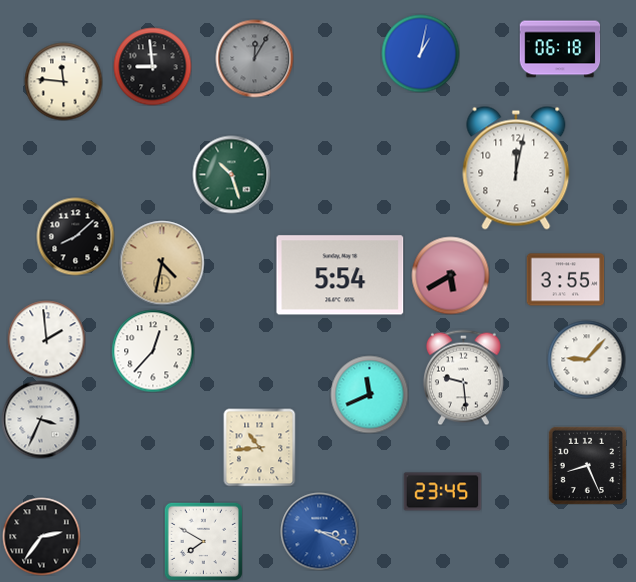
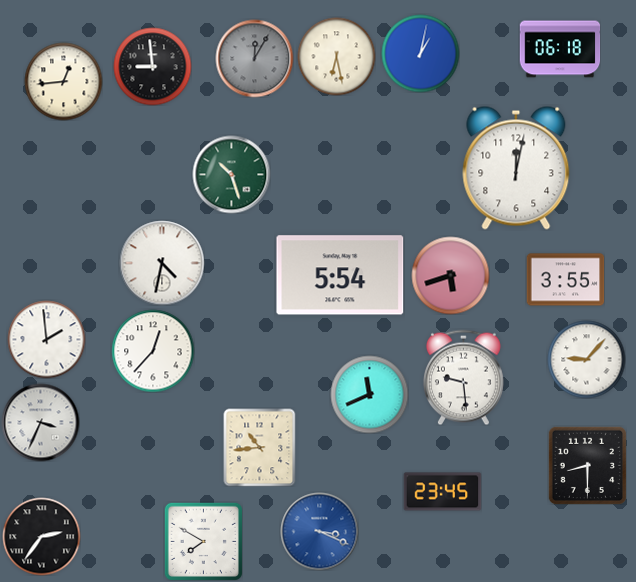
clock at (336, 56): none -> 6:28
clock at (63, 81): 11:46 -> 12:44
clock at (75, 236): 8:08 -> none
clock at (162, 263) dial: champagne -> white
clock at (450, 275): 5:40 -> 5:42
clock at (40, 419) position: (40, 419) -> (40, 422)
clock at (587, 465): 8:26 -> 8:30
